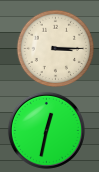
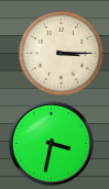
clock at (46, 130): 12:32 -> 3:32
